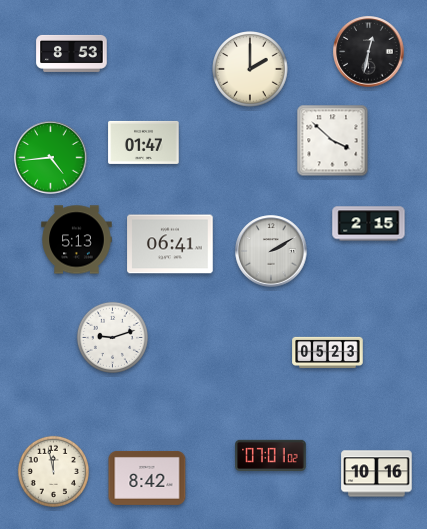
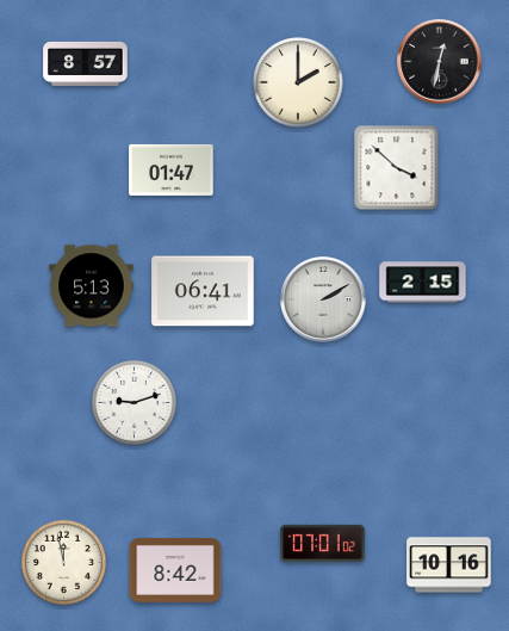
clock at (72, 53): 8:53 -> 8:57
clock at (51, 158): 4:44 -> none
clock at (369, 224) position: (369, 224) -> (423, 283)
clock at (328, 352): 05:23 -> none
